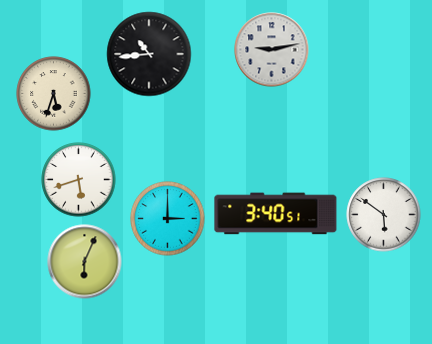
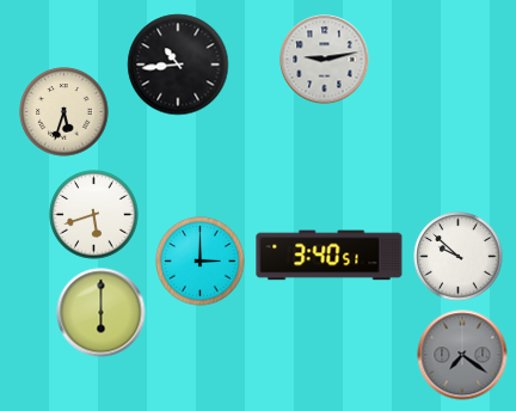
clock at (384, 215): 5:51 -> 9:52
clock at (85, 262): 6:04 -> 6:00
clock at (462, 355): none -> 7:21
